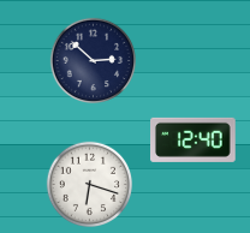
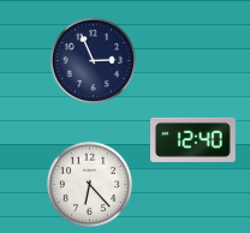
clock at (93, 60): 2:52 -> 2:56
clock at (89, 184): 6:18 -> 6:23
